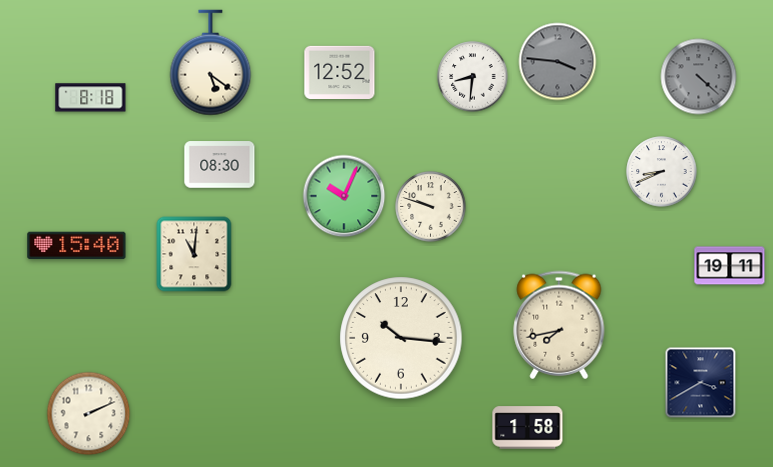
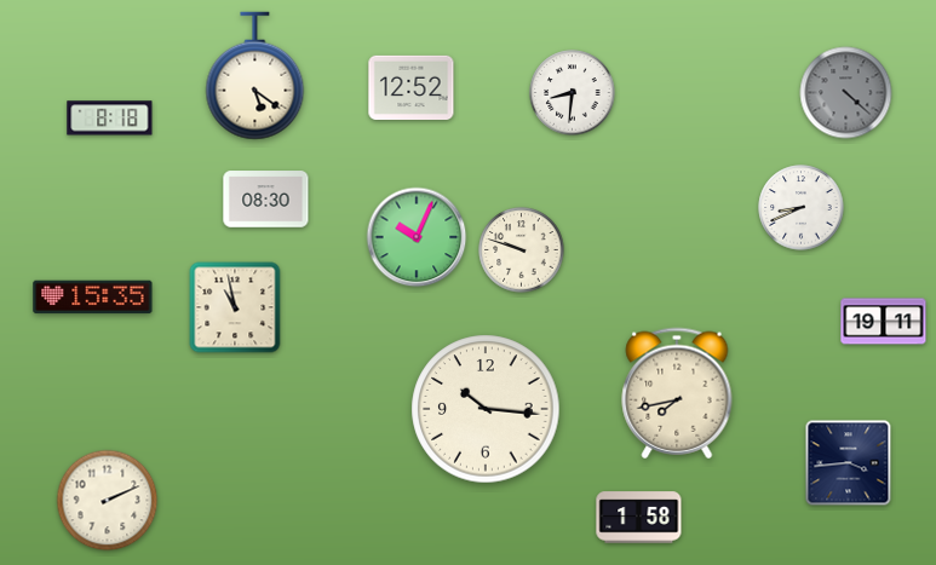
clock at (558, 62): 3:46 -> none
clock at (77, 246): 15:40 -> 15:35
clock at (194, 254): 11:01 -> 10:58
clock at (701, 383): 3:40 -> 3:44
